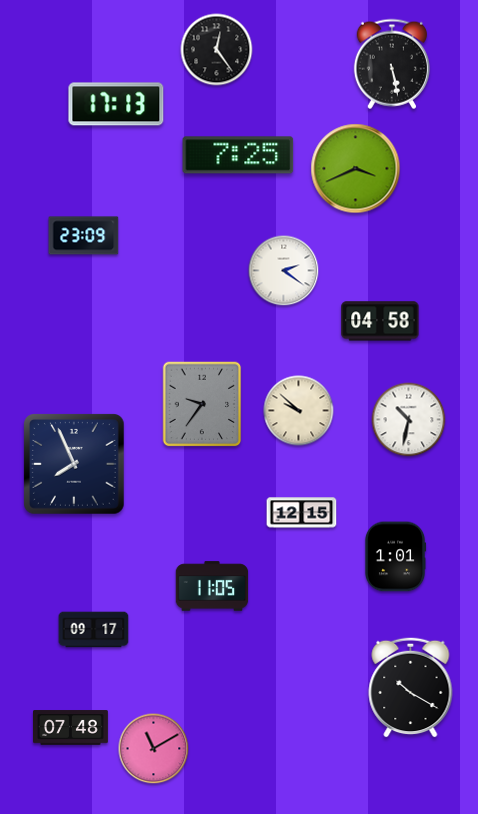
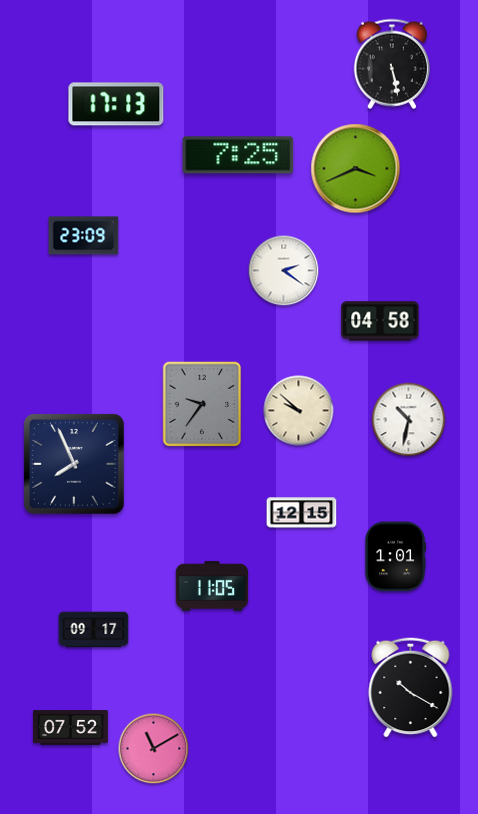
clock at (217, 50): 12:24 -> none
clock at (71, 728): 07:48 -> 07:52
